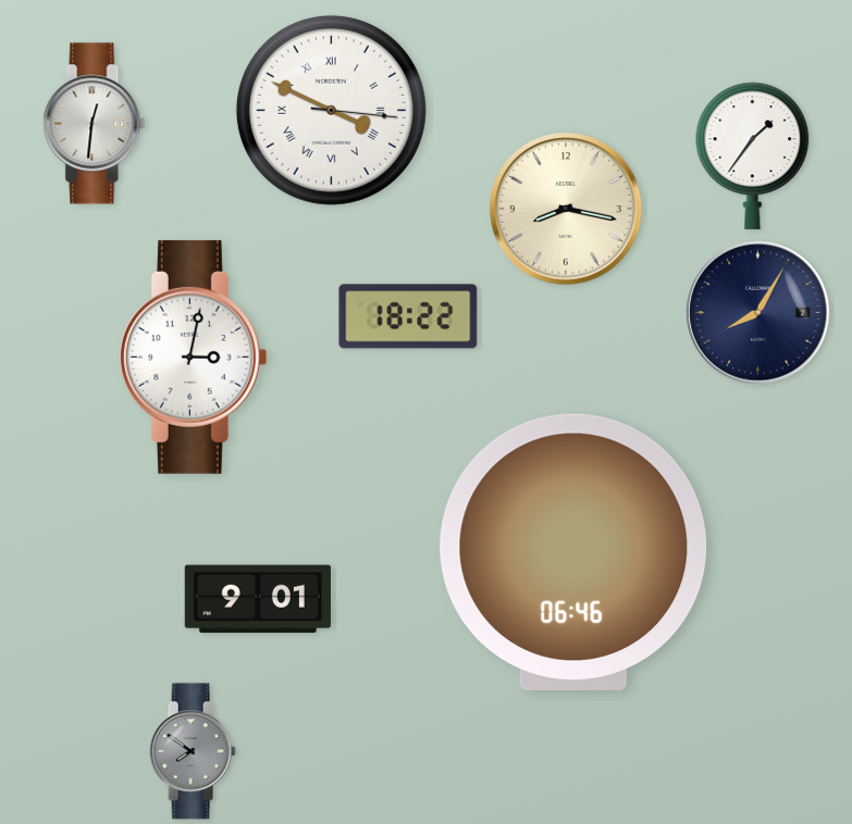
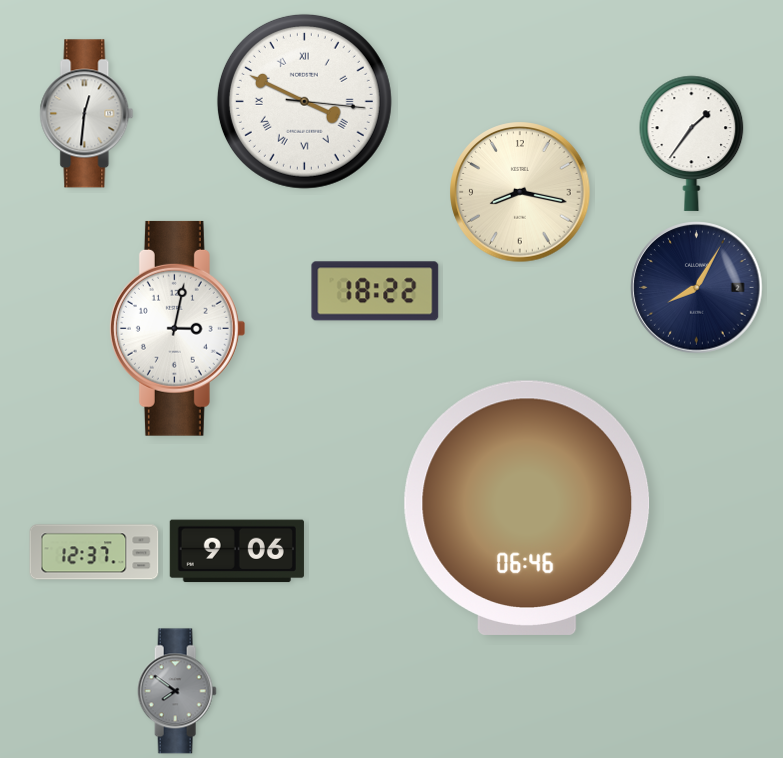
clock at (258, 599): 9:01 -> 9:06
clock at (94, 552): none -> 12:37
